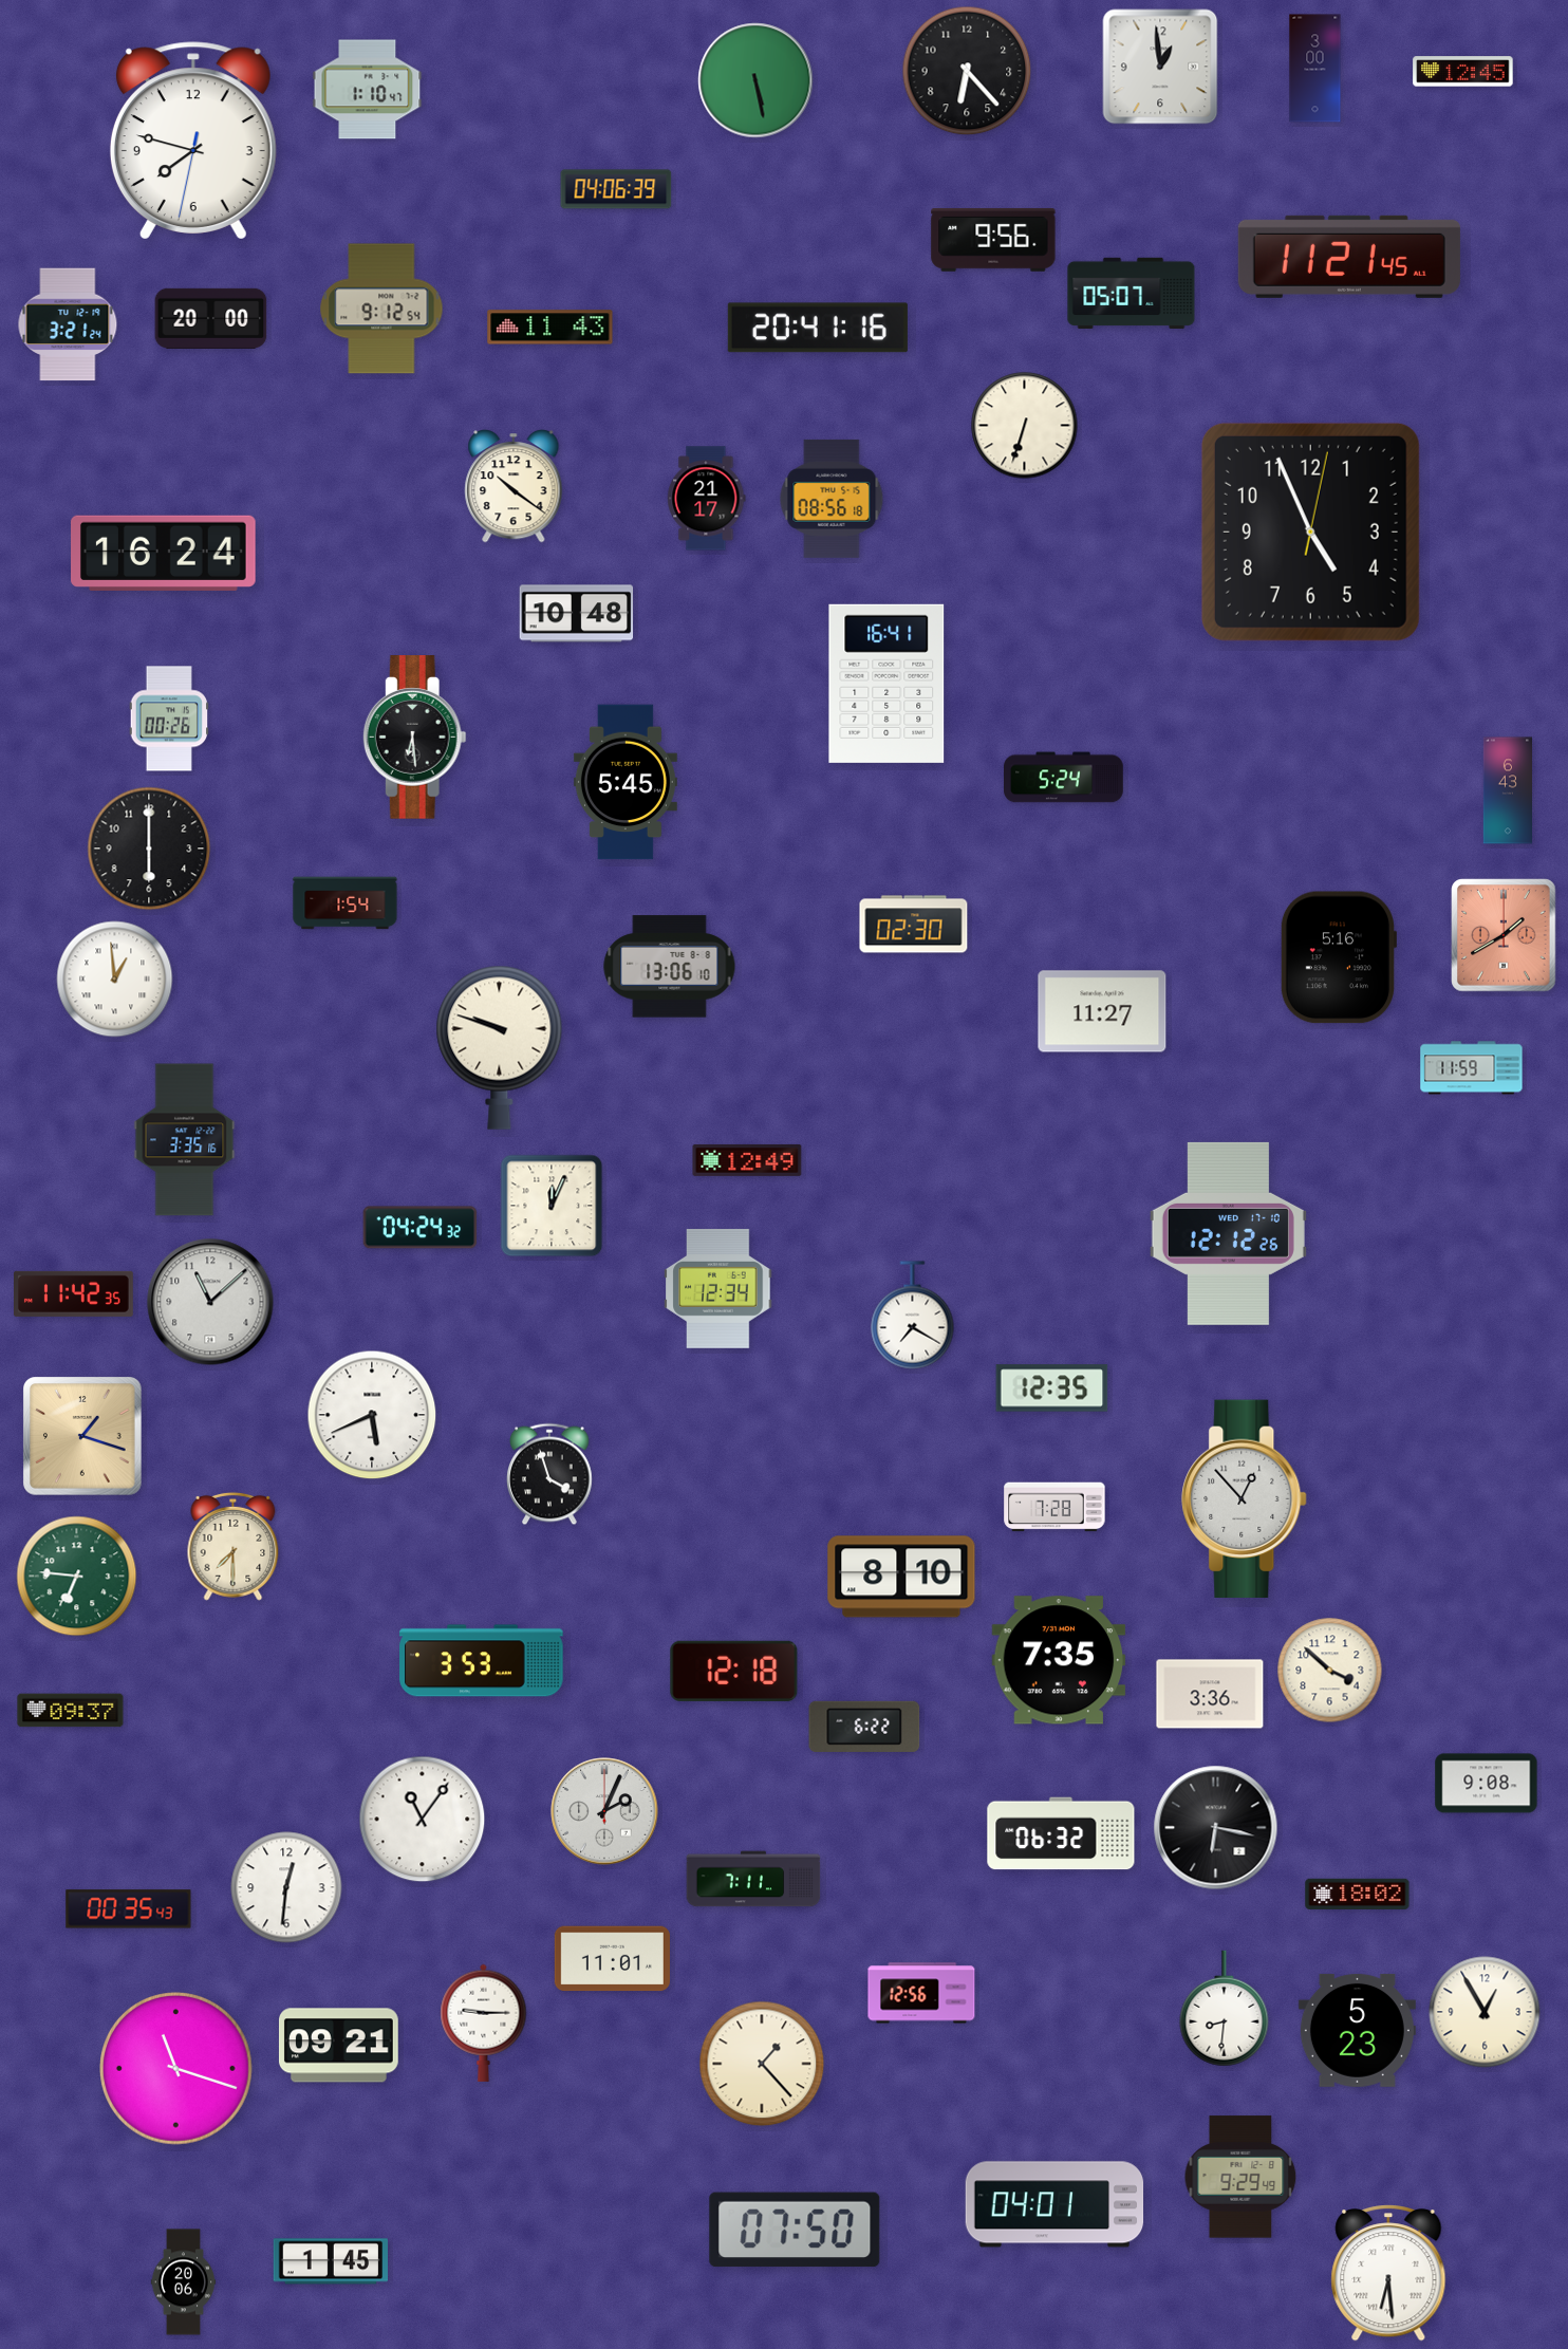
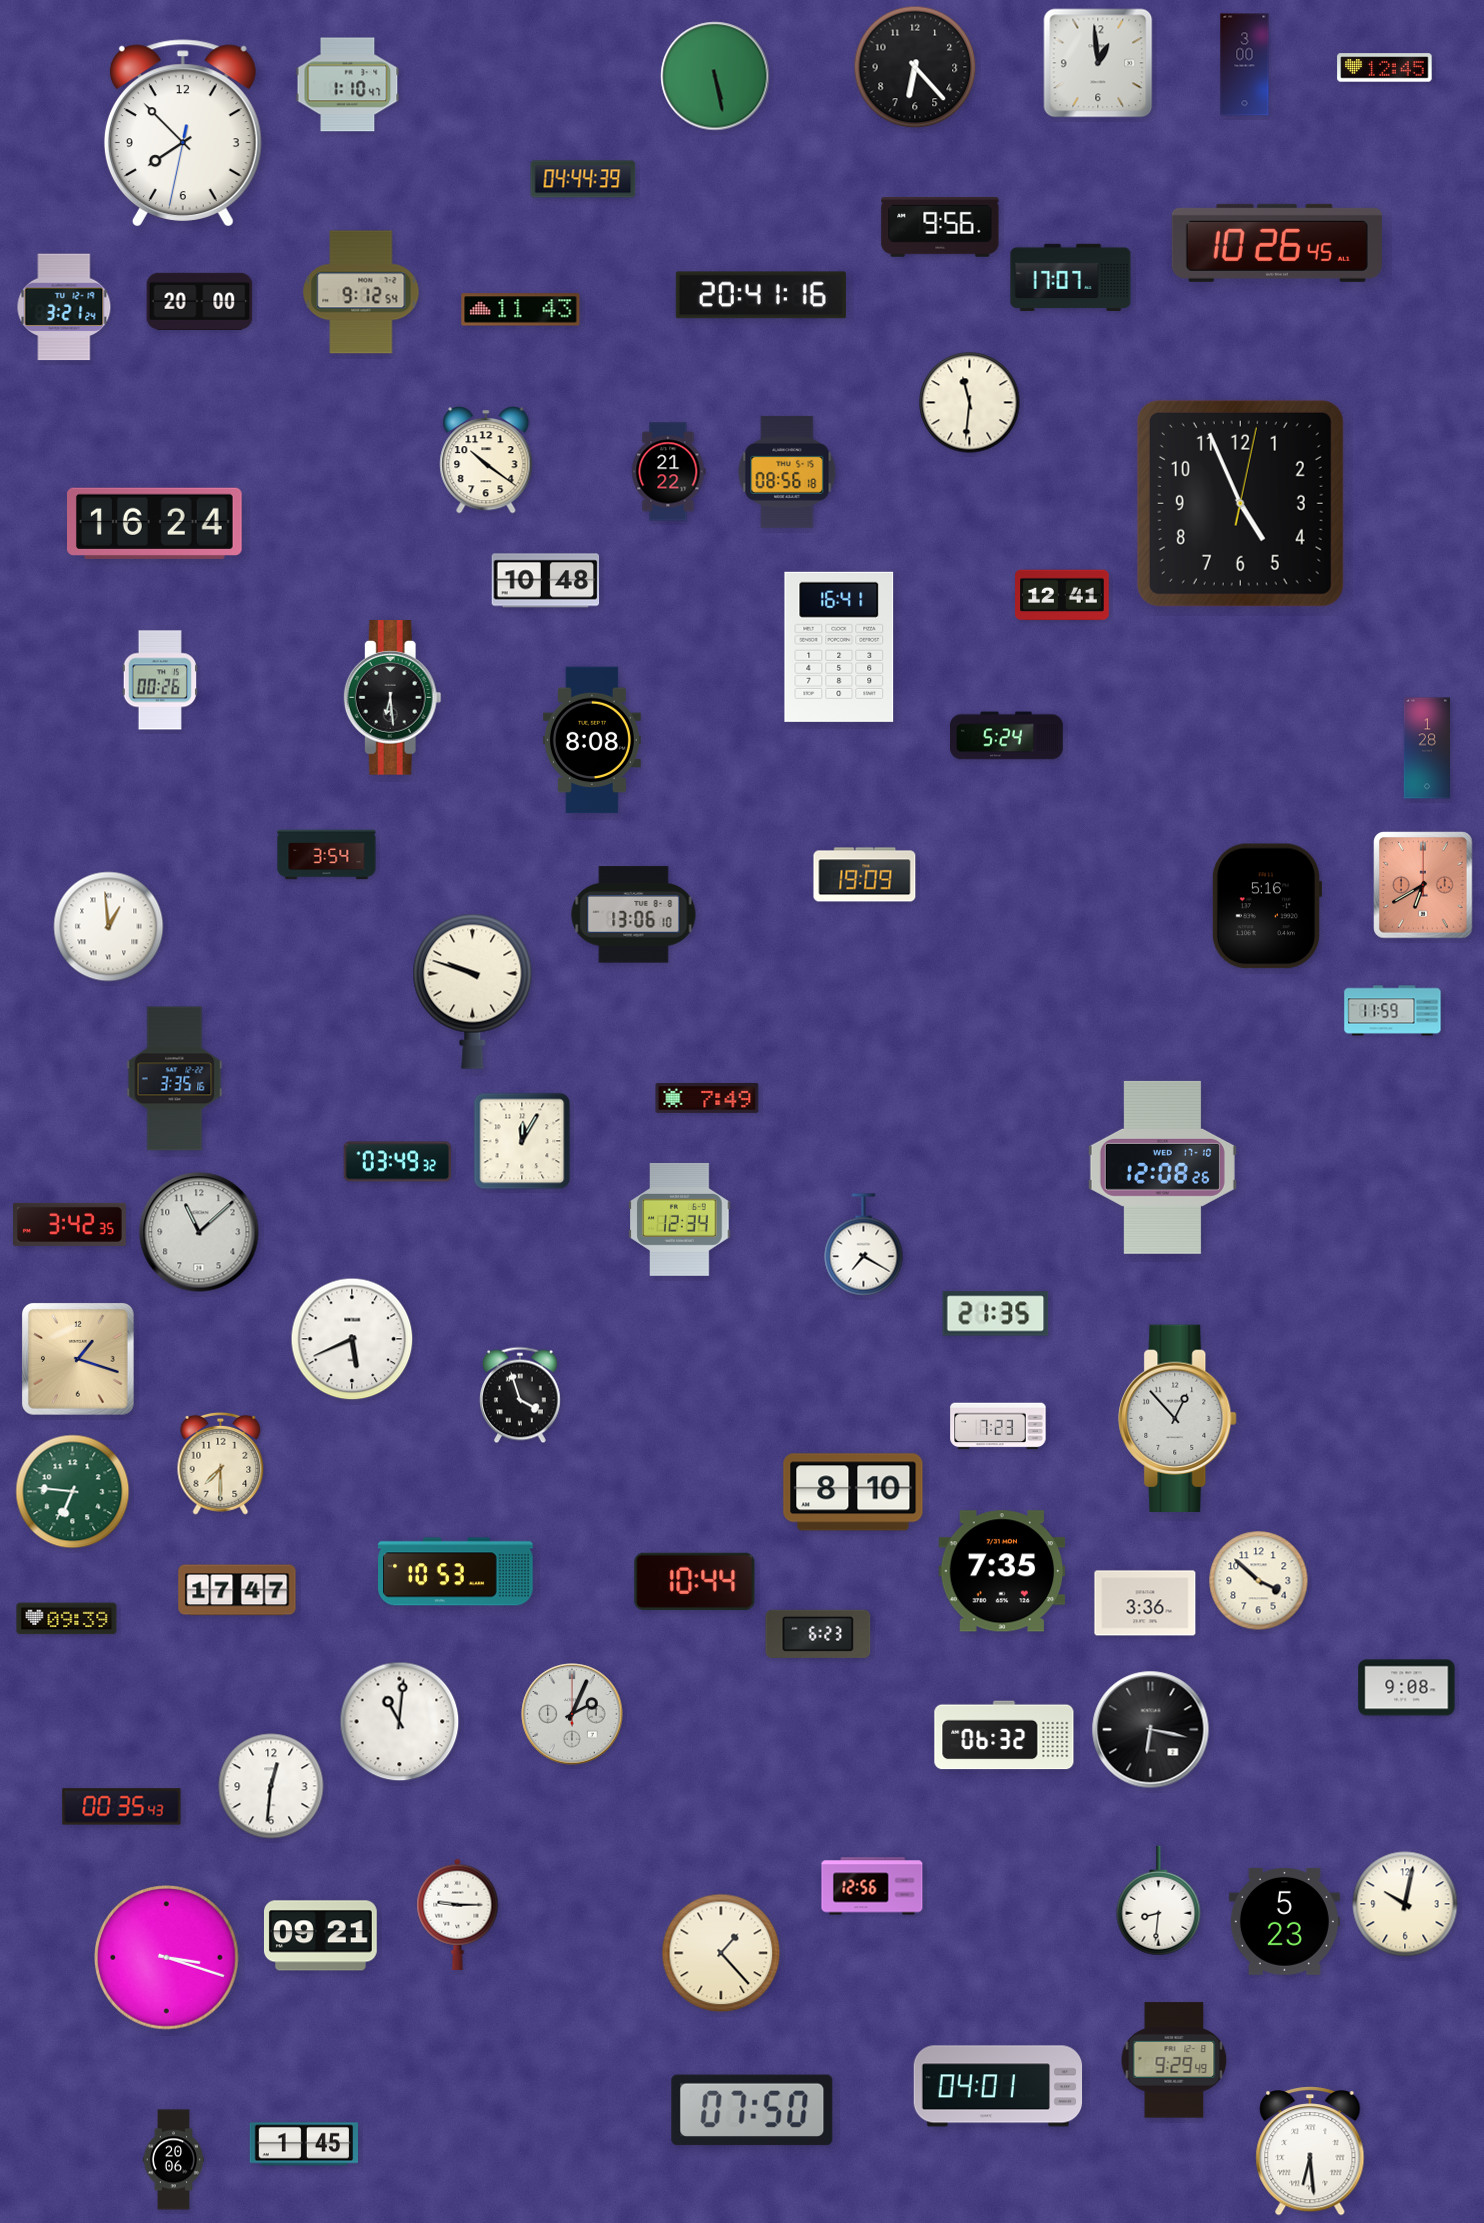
clock at (193, 141): 7:47 -> 7:52
clock at (616, 189): 04:06 -> 04:44
clock at (1349, 257): 11:21 -> 10:26
clock at (1132, 294): 05:07 -> 17:07
clock at (818, 328) position: (818, 328) -> (761, 295)
clock at (1025, 426): 6:33 -> 11:31
clock at (707, 499): 21:17 -> 21:22
clock at (1062, 595): none -> 12:41
clock at (626, 782): 5:45 -> 8:08
clock at (1508, 790): 6:43 -> 1:28
clock at (149, 849): 6:00 -> none
clock at (346, 903): 1:54 -> 3:54
clock at (914, 925): 02:30 -> 19:09
clock at (1504, 935): 1:40 -> 6:40
clock at (1102, 1011): 11:27 -> none
clock at (747, 1160): 12:49 -> 7:49
clock at (552, 1206): 12:04 -> 12:05
clock at (421, 1228): 04:24 -> 03:49
clock at (1228, 1233): 12:12 -> 12:08
clock at (74, 1293): 11:42 -> 3:42
clock at (1052, 1388): 12:35 -> 21:35
clock at (1054, 1507): 7:28 -> 7:23
clock at (482, 1661): 3:53 -> 10:53
clock at (734, 1671): 12:18 -> 10:44
clock at (237, 1590): none -> 17:47
clock at (71, 1711): 09:37 -> 09:39
clock at (864, 1727): 6:22 -> 6:23
clock at (423, 1820): 11:06 -> 11:01
clock at (753, 1879): 7:11 -> none
clock at (1358, 1894): 18:02 -> none
clock at (612, 1959): 11:01 -> none
clock at (1485, 2012): 12:55 -> 10:02
clock at (176, 2069): 11:18 -> 3:18
clock at (330, 2261) position: (330, 2261) -> (303, 2144)
clock at (1388, 2274) position: (1388, 2274) -> (1310, 2152)
